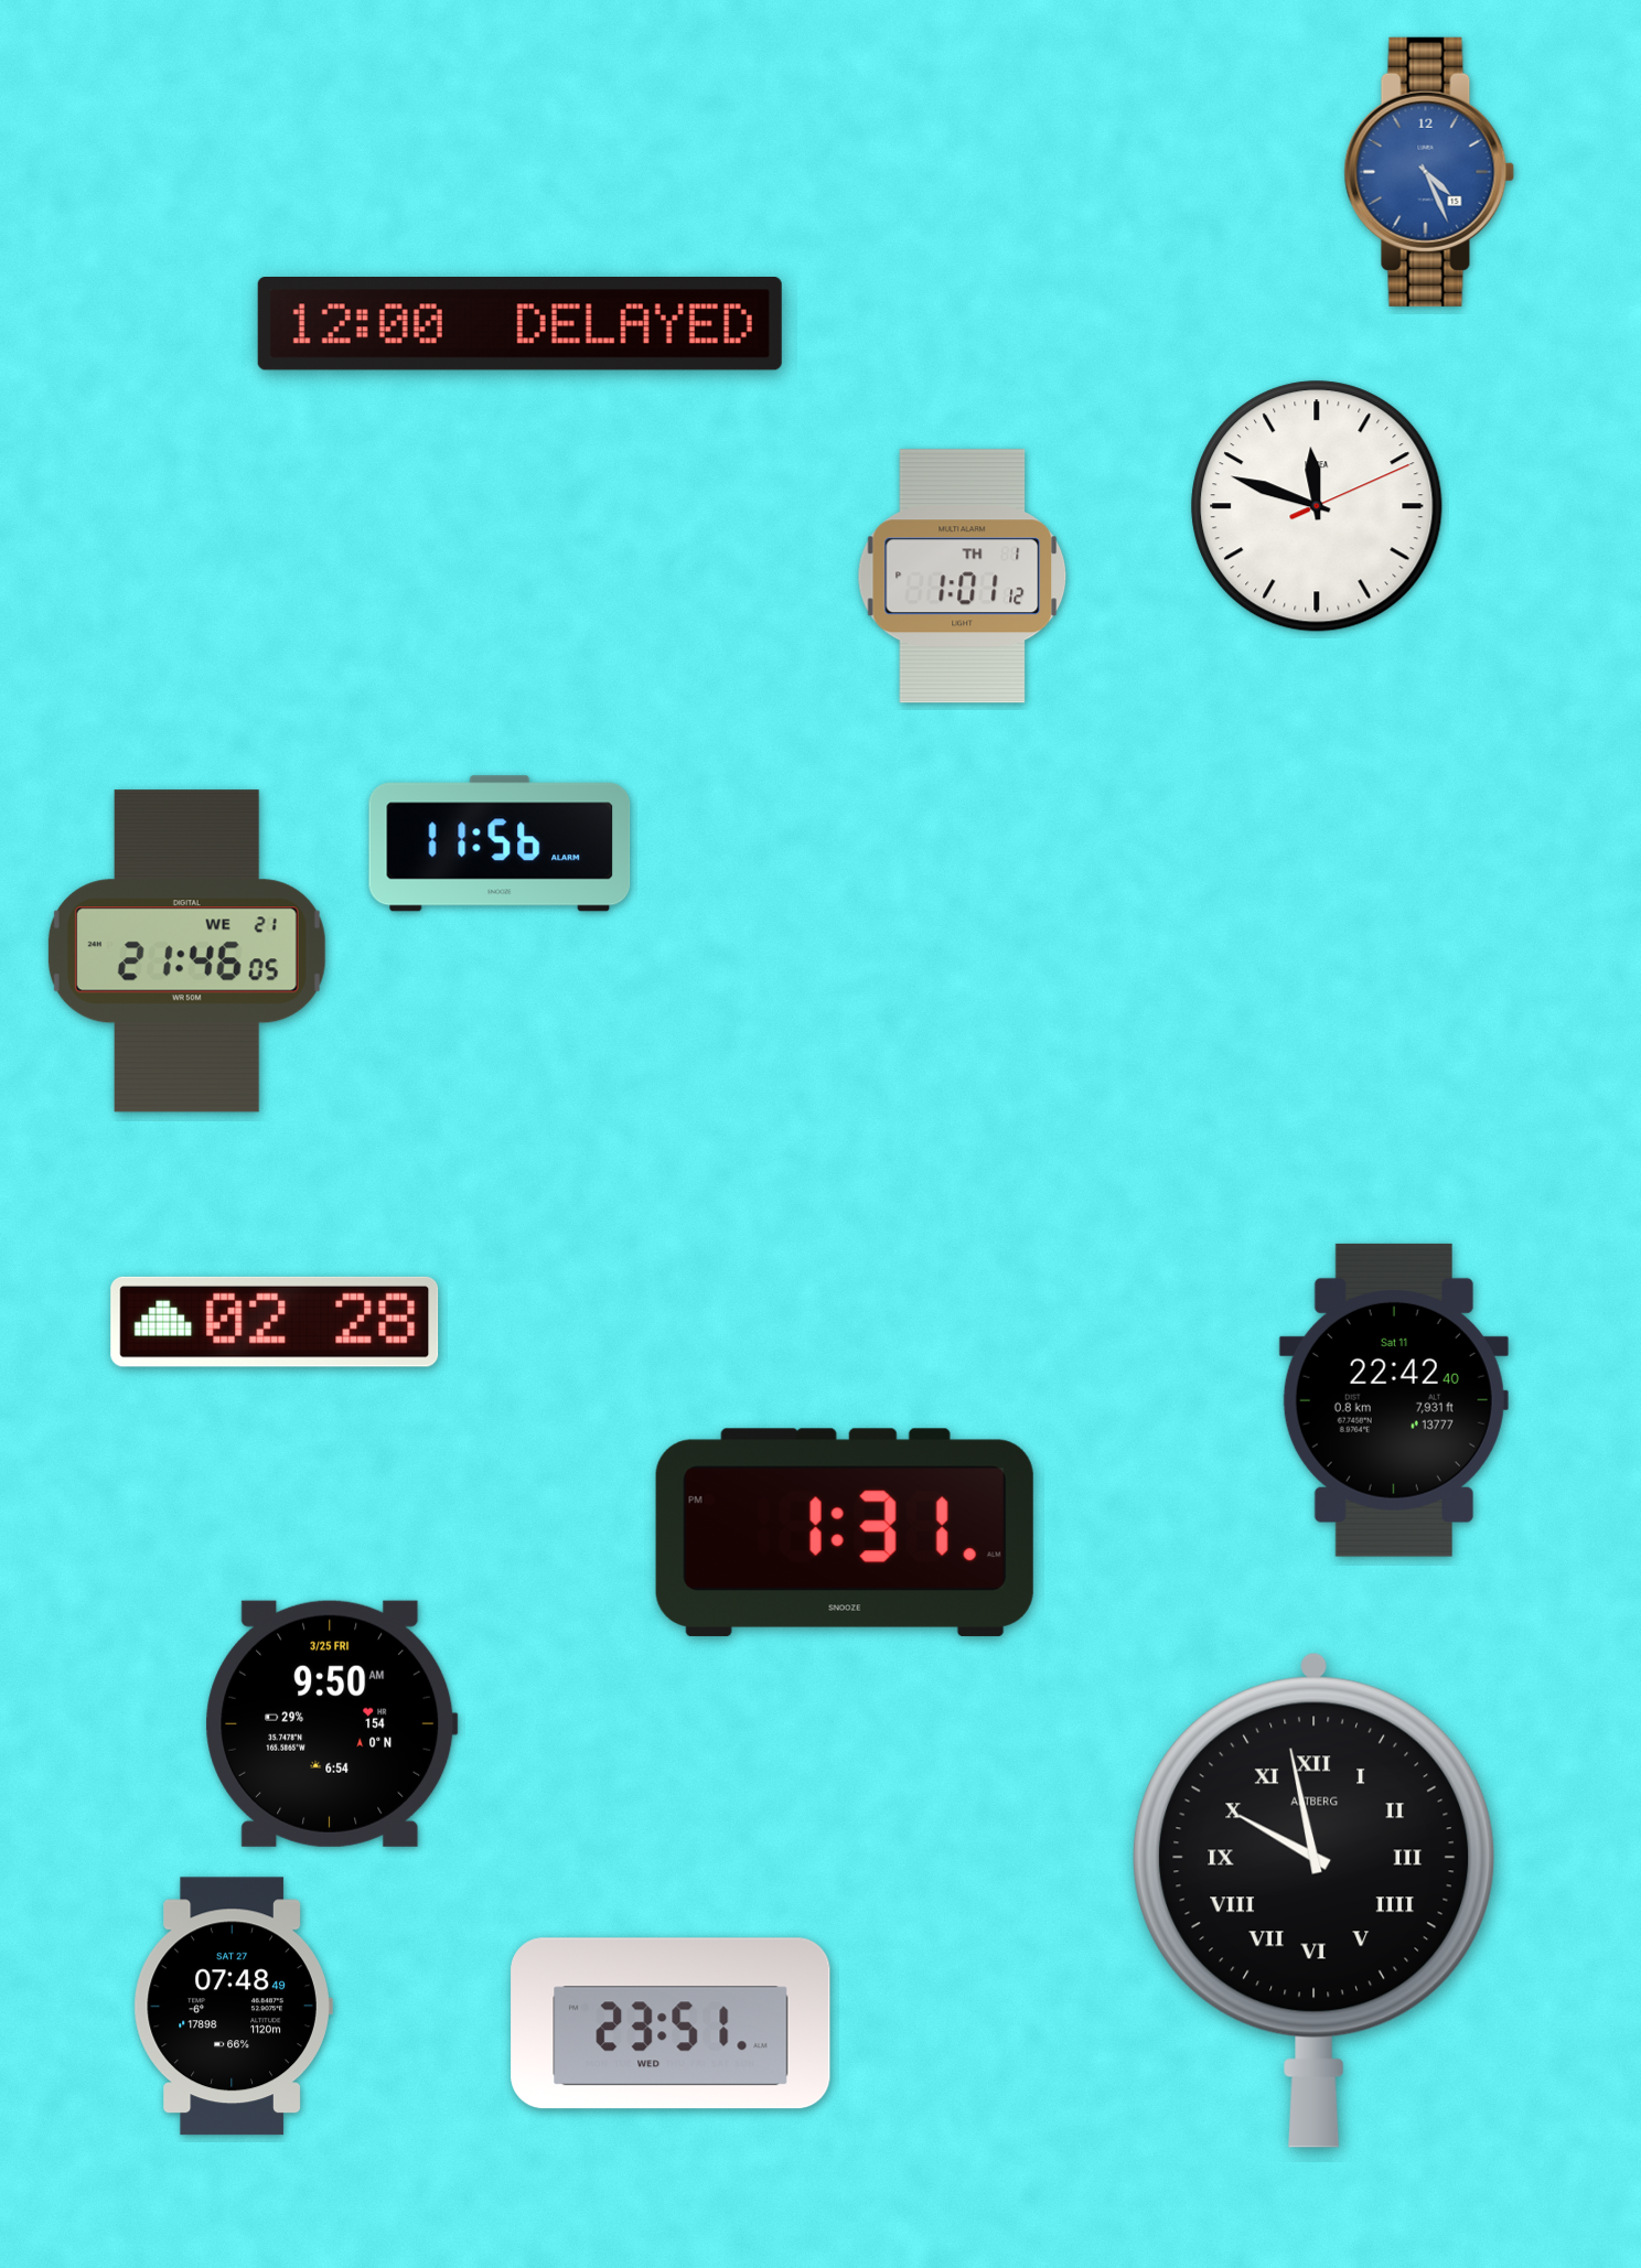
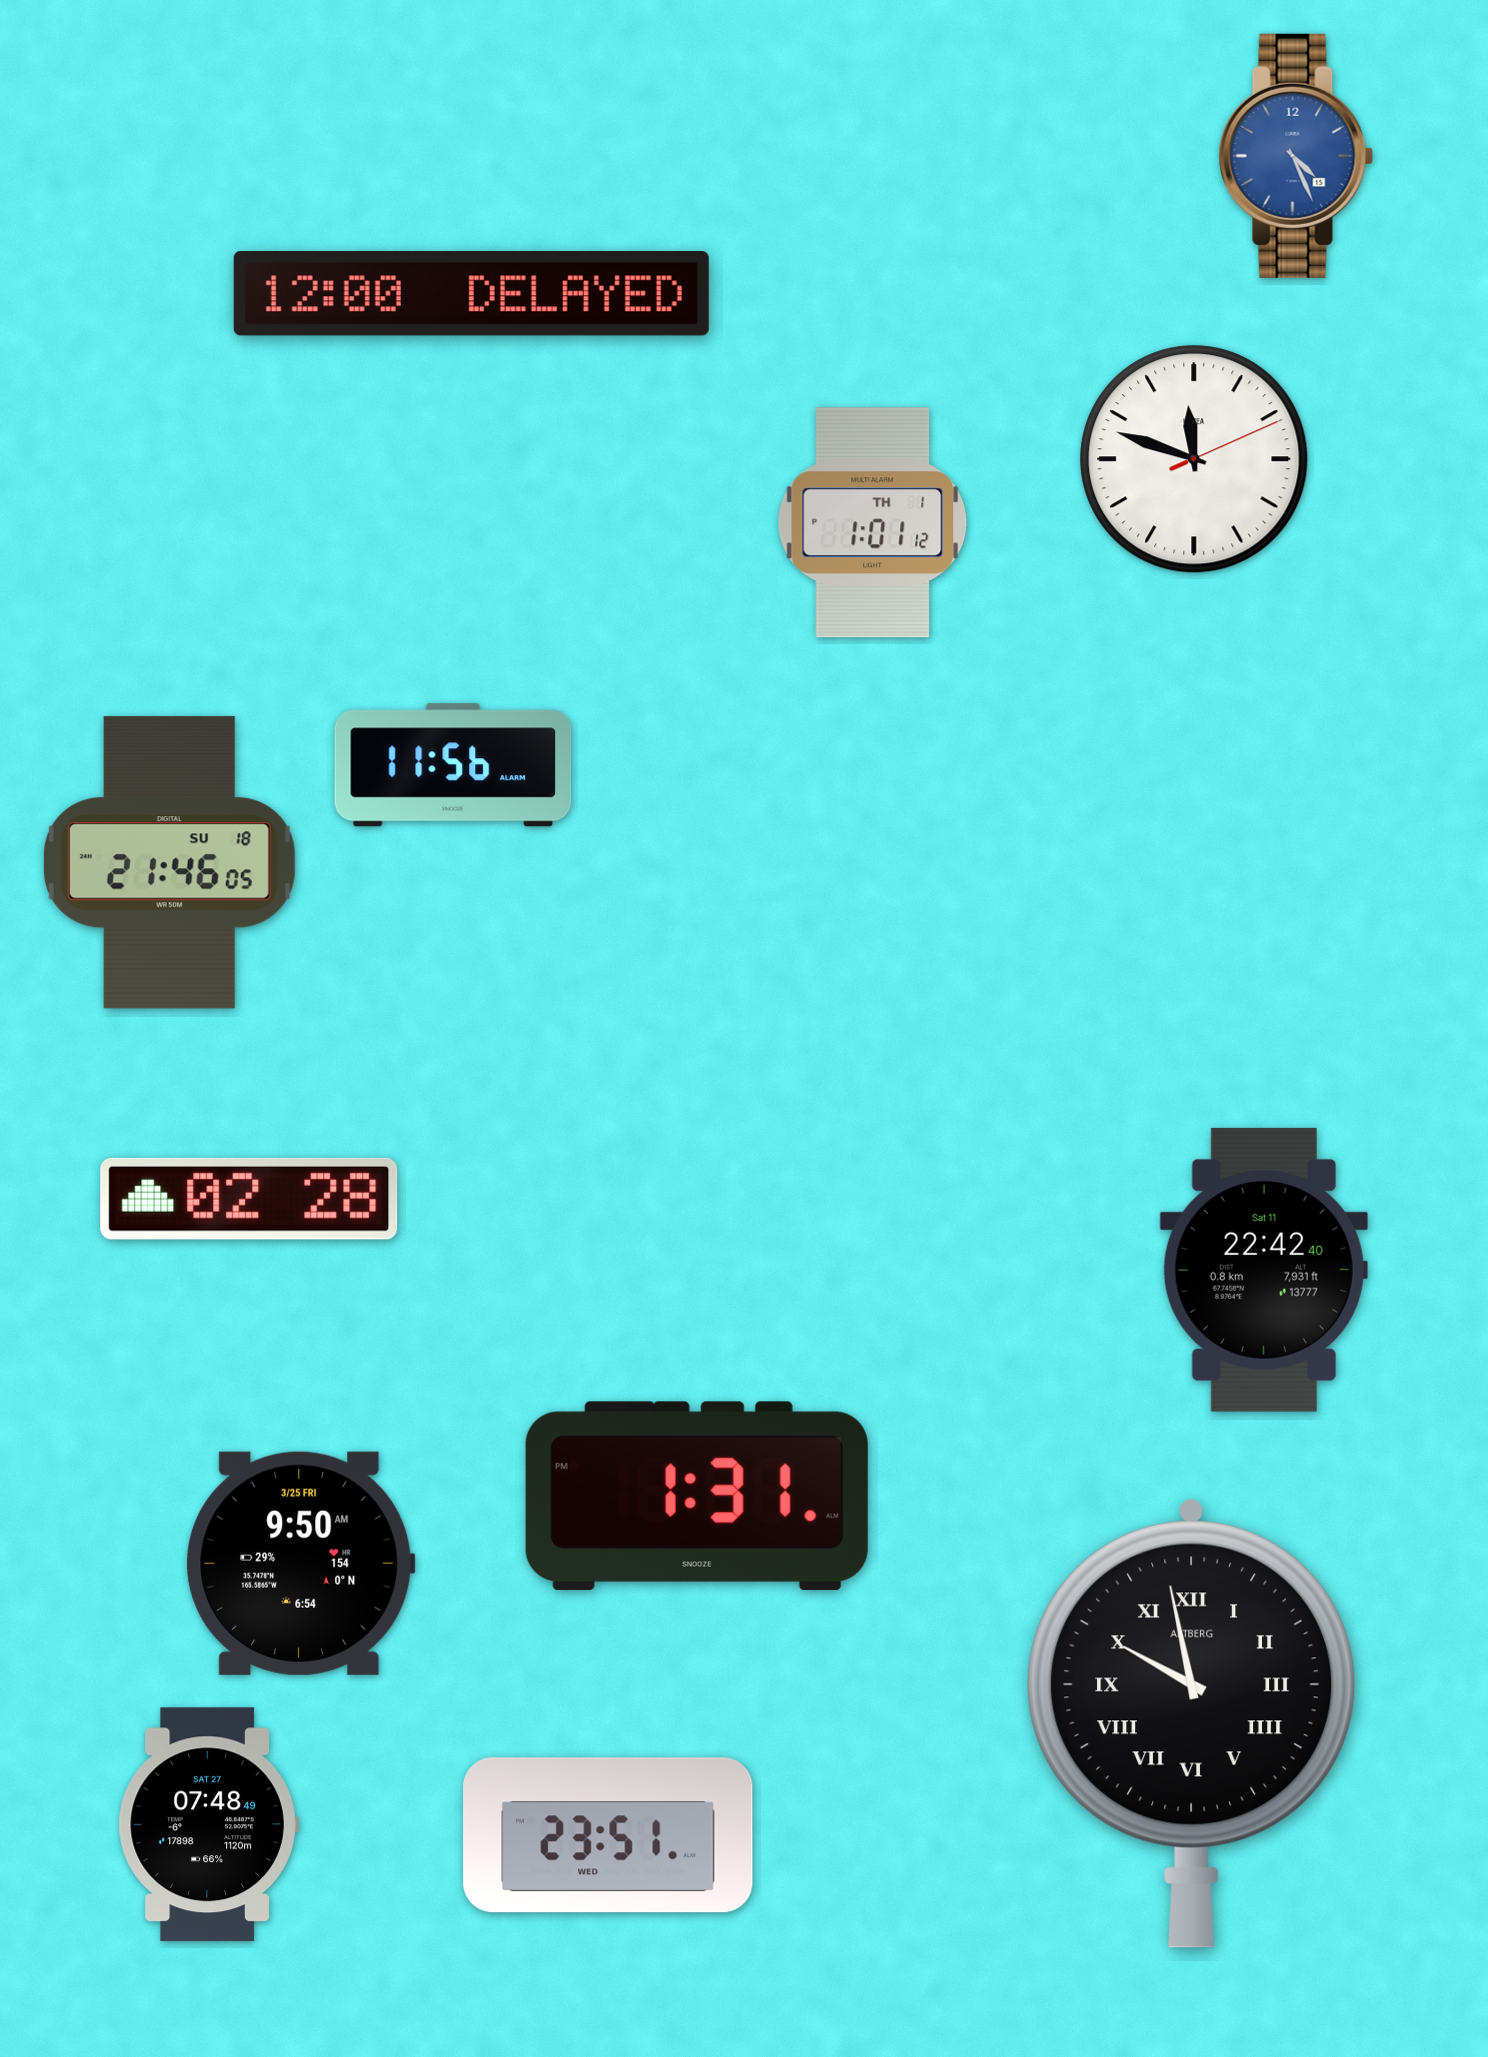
clock at (186, 952) date: WE 21 -> SU 18
clock at (845, 1533) position: (845, 1533) -> (697, 1496)
clock at (233, 2007) position: (233, 2007) -> (208, 1825)
